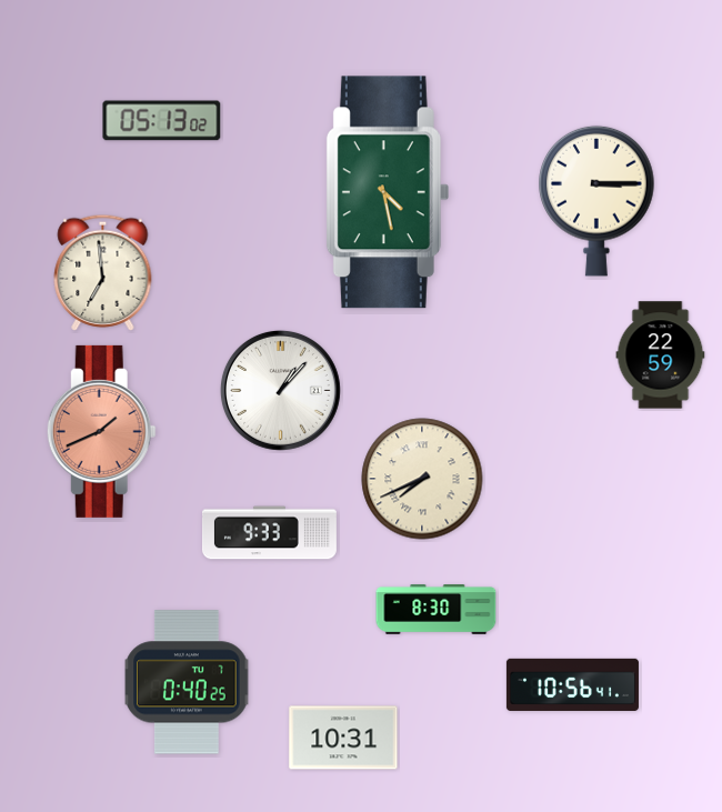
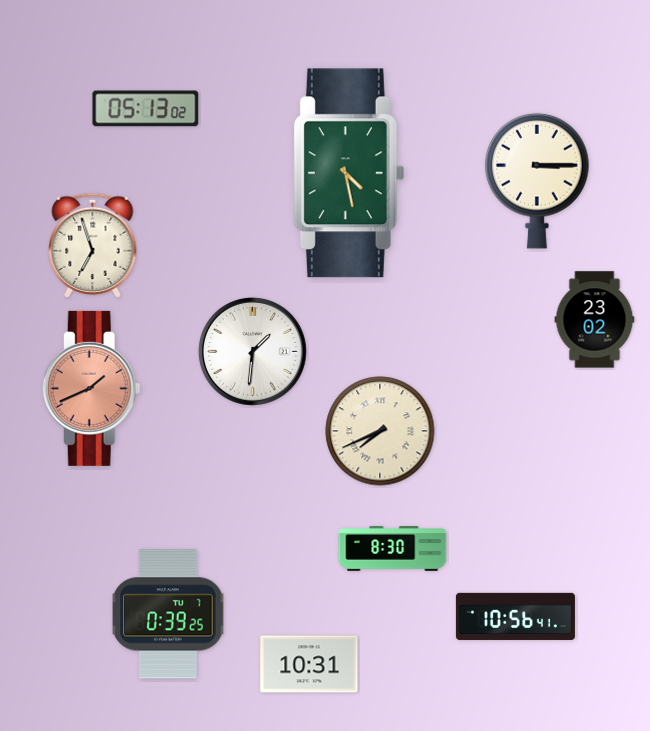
clock at (103, 272): 6:59 -> 6:57
clock at (661, 355): 22:59 -> 23:02
clock at (280, 390): 1:07 -> 1:31
clock at (269, 533): 9:33 -> none
clock at (187, 682): 0:40 -> 0:39
